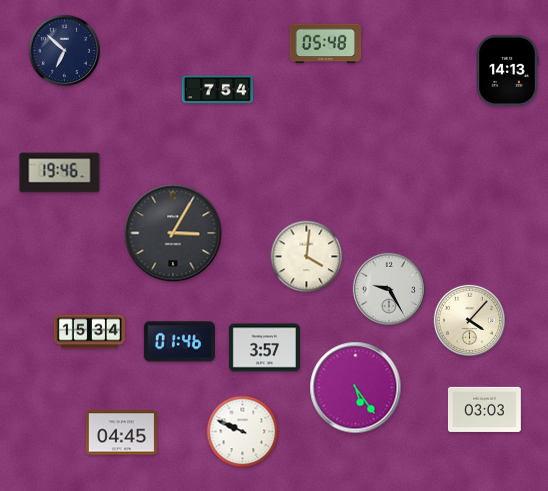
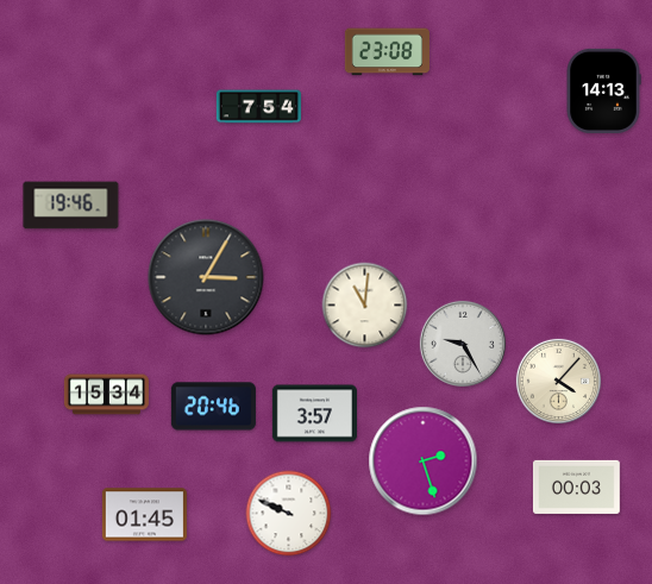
clock at (325, 44): 05:48 -> 23:08
clock at (64, 50): 6:52 -> none
clock at (507, 70) position: (507, 70) -> (603, 90)
clock at (307, 257): 4:01 -> 11:01
clock at (179, 342): 01:46 -> 20:46
clock at (356, 388): 5:24 -> 2:27
clock at (485, 409): 03:03 -> 00:03
clock at (121, 433): 04:45 -> 01:45
